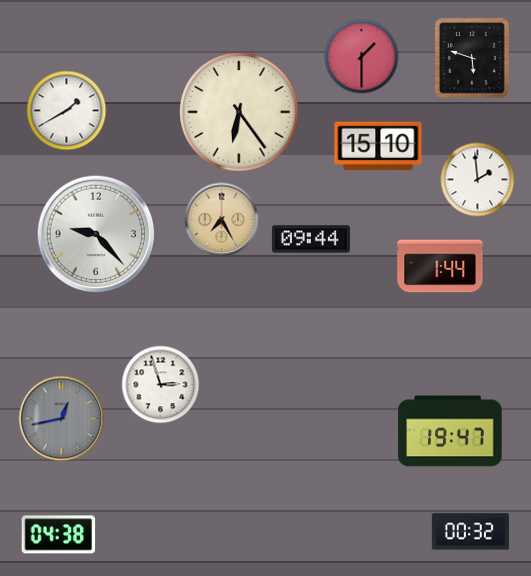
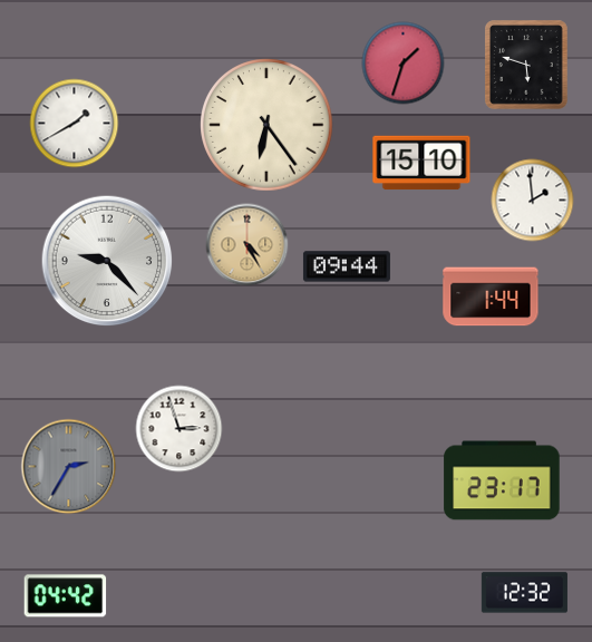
clock at (362, 57): 1:30 -> 1:33
clock at (222, 220): 7:25 -> 4:25
clock at (62, 419): 12:43 -> 2:35
clock at (450, 431): 19:47 -> 23:17
clock at (470, 532): 00:32 -> 12:32
clock at (59, 535): 04:38 -> 04:42
